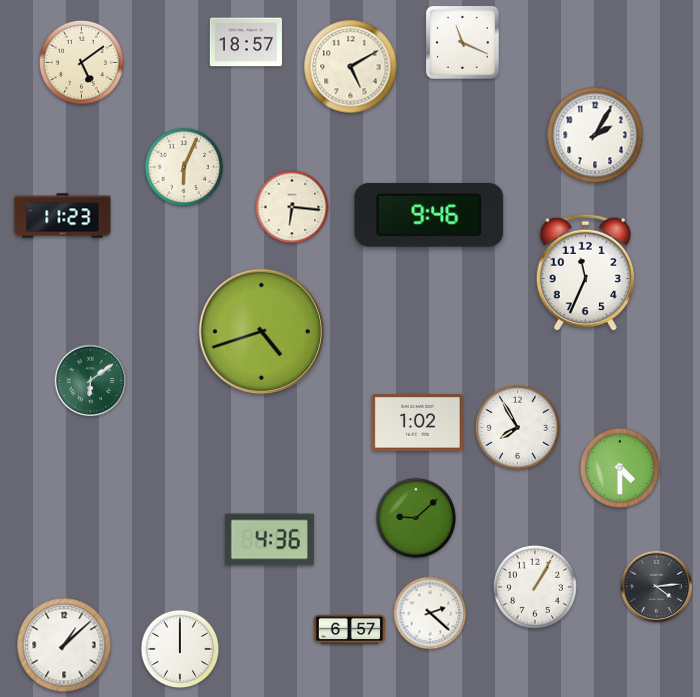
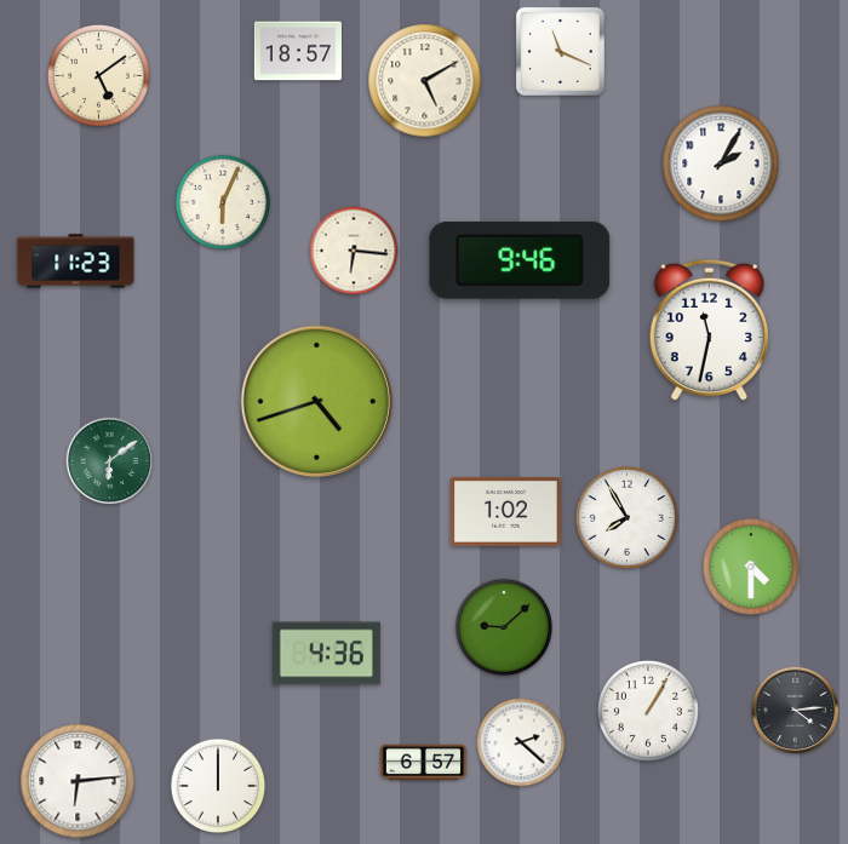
clock at (585, 273): 11:34 -> 11:32
clock at (64, 645): 1:08 -> 6:14
